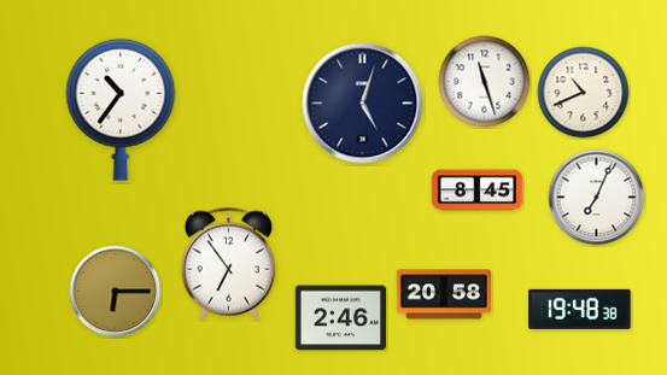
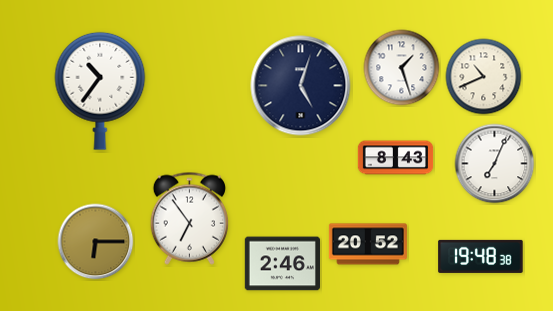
clock at (485, 82): 11:27 -> 1:27
clock at (478, 191): 8:45 -> 8:43
clock at (444, 294): 20:58 -> 20:52
